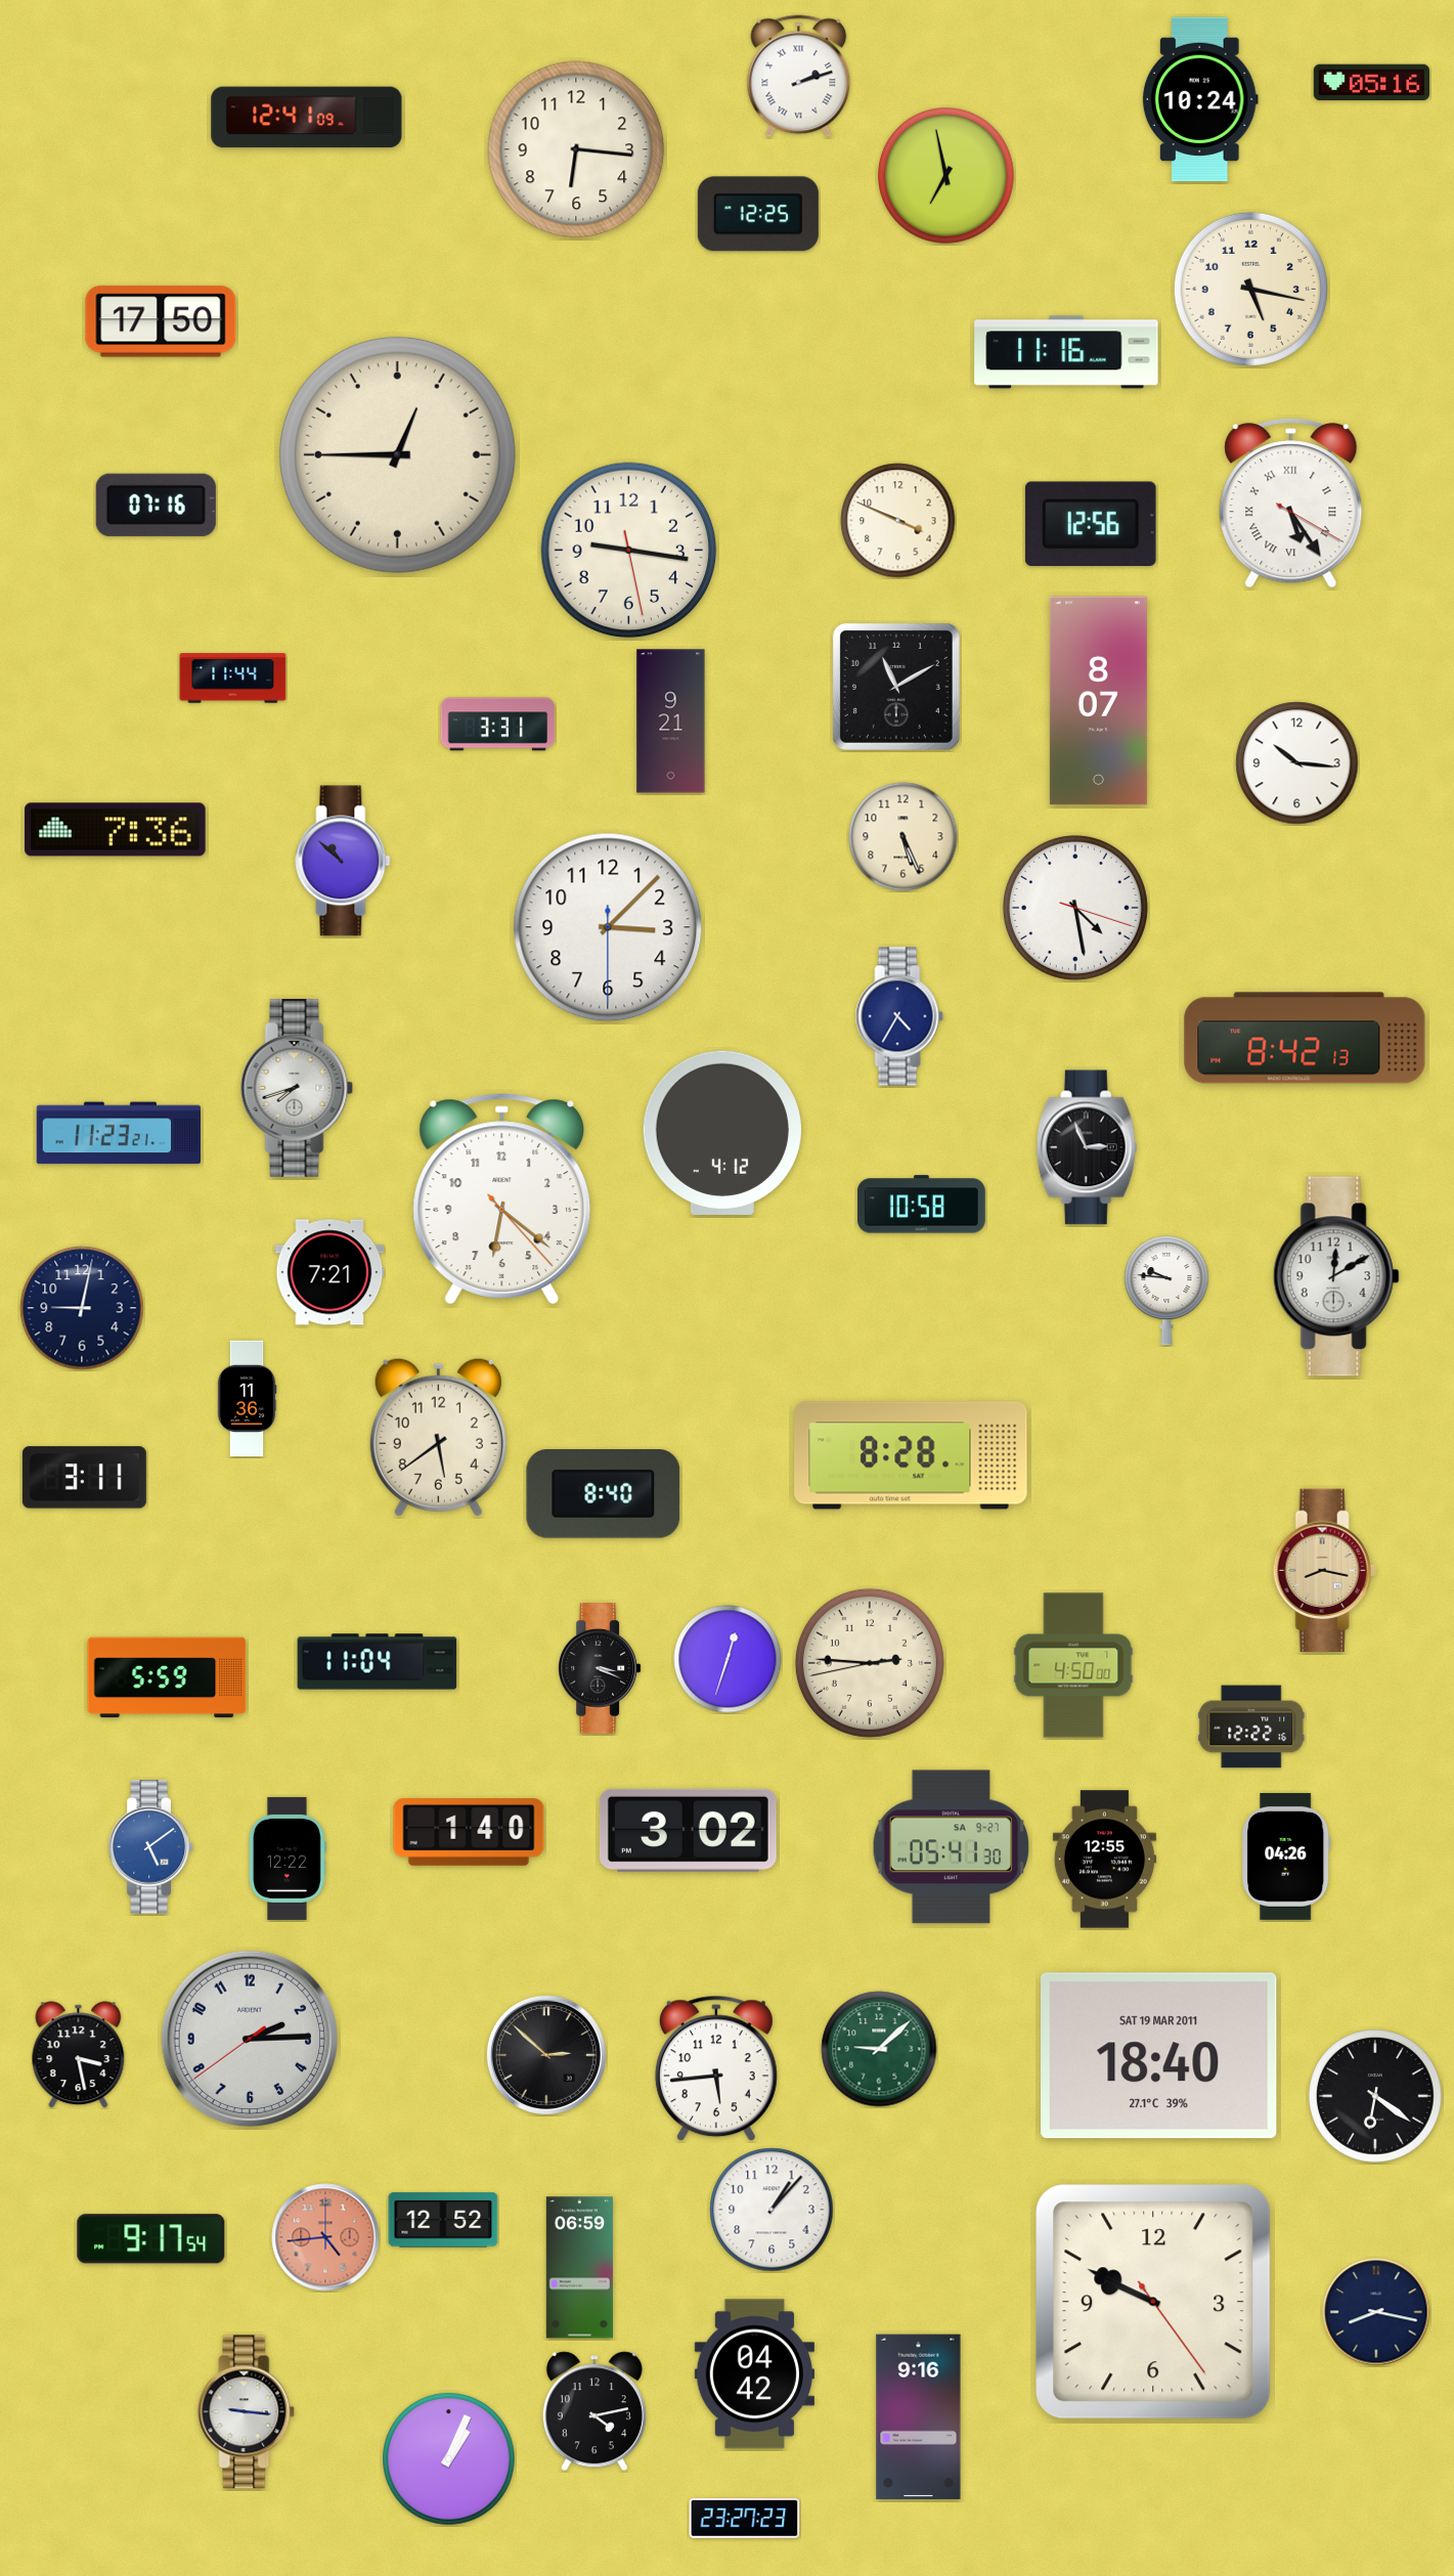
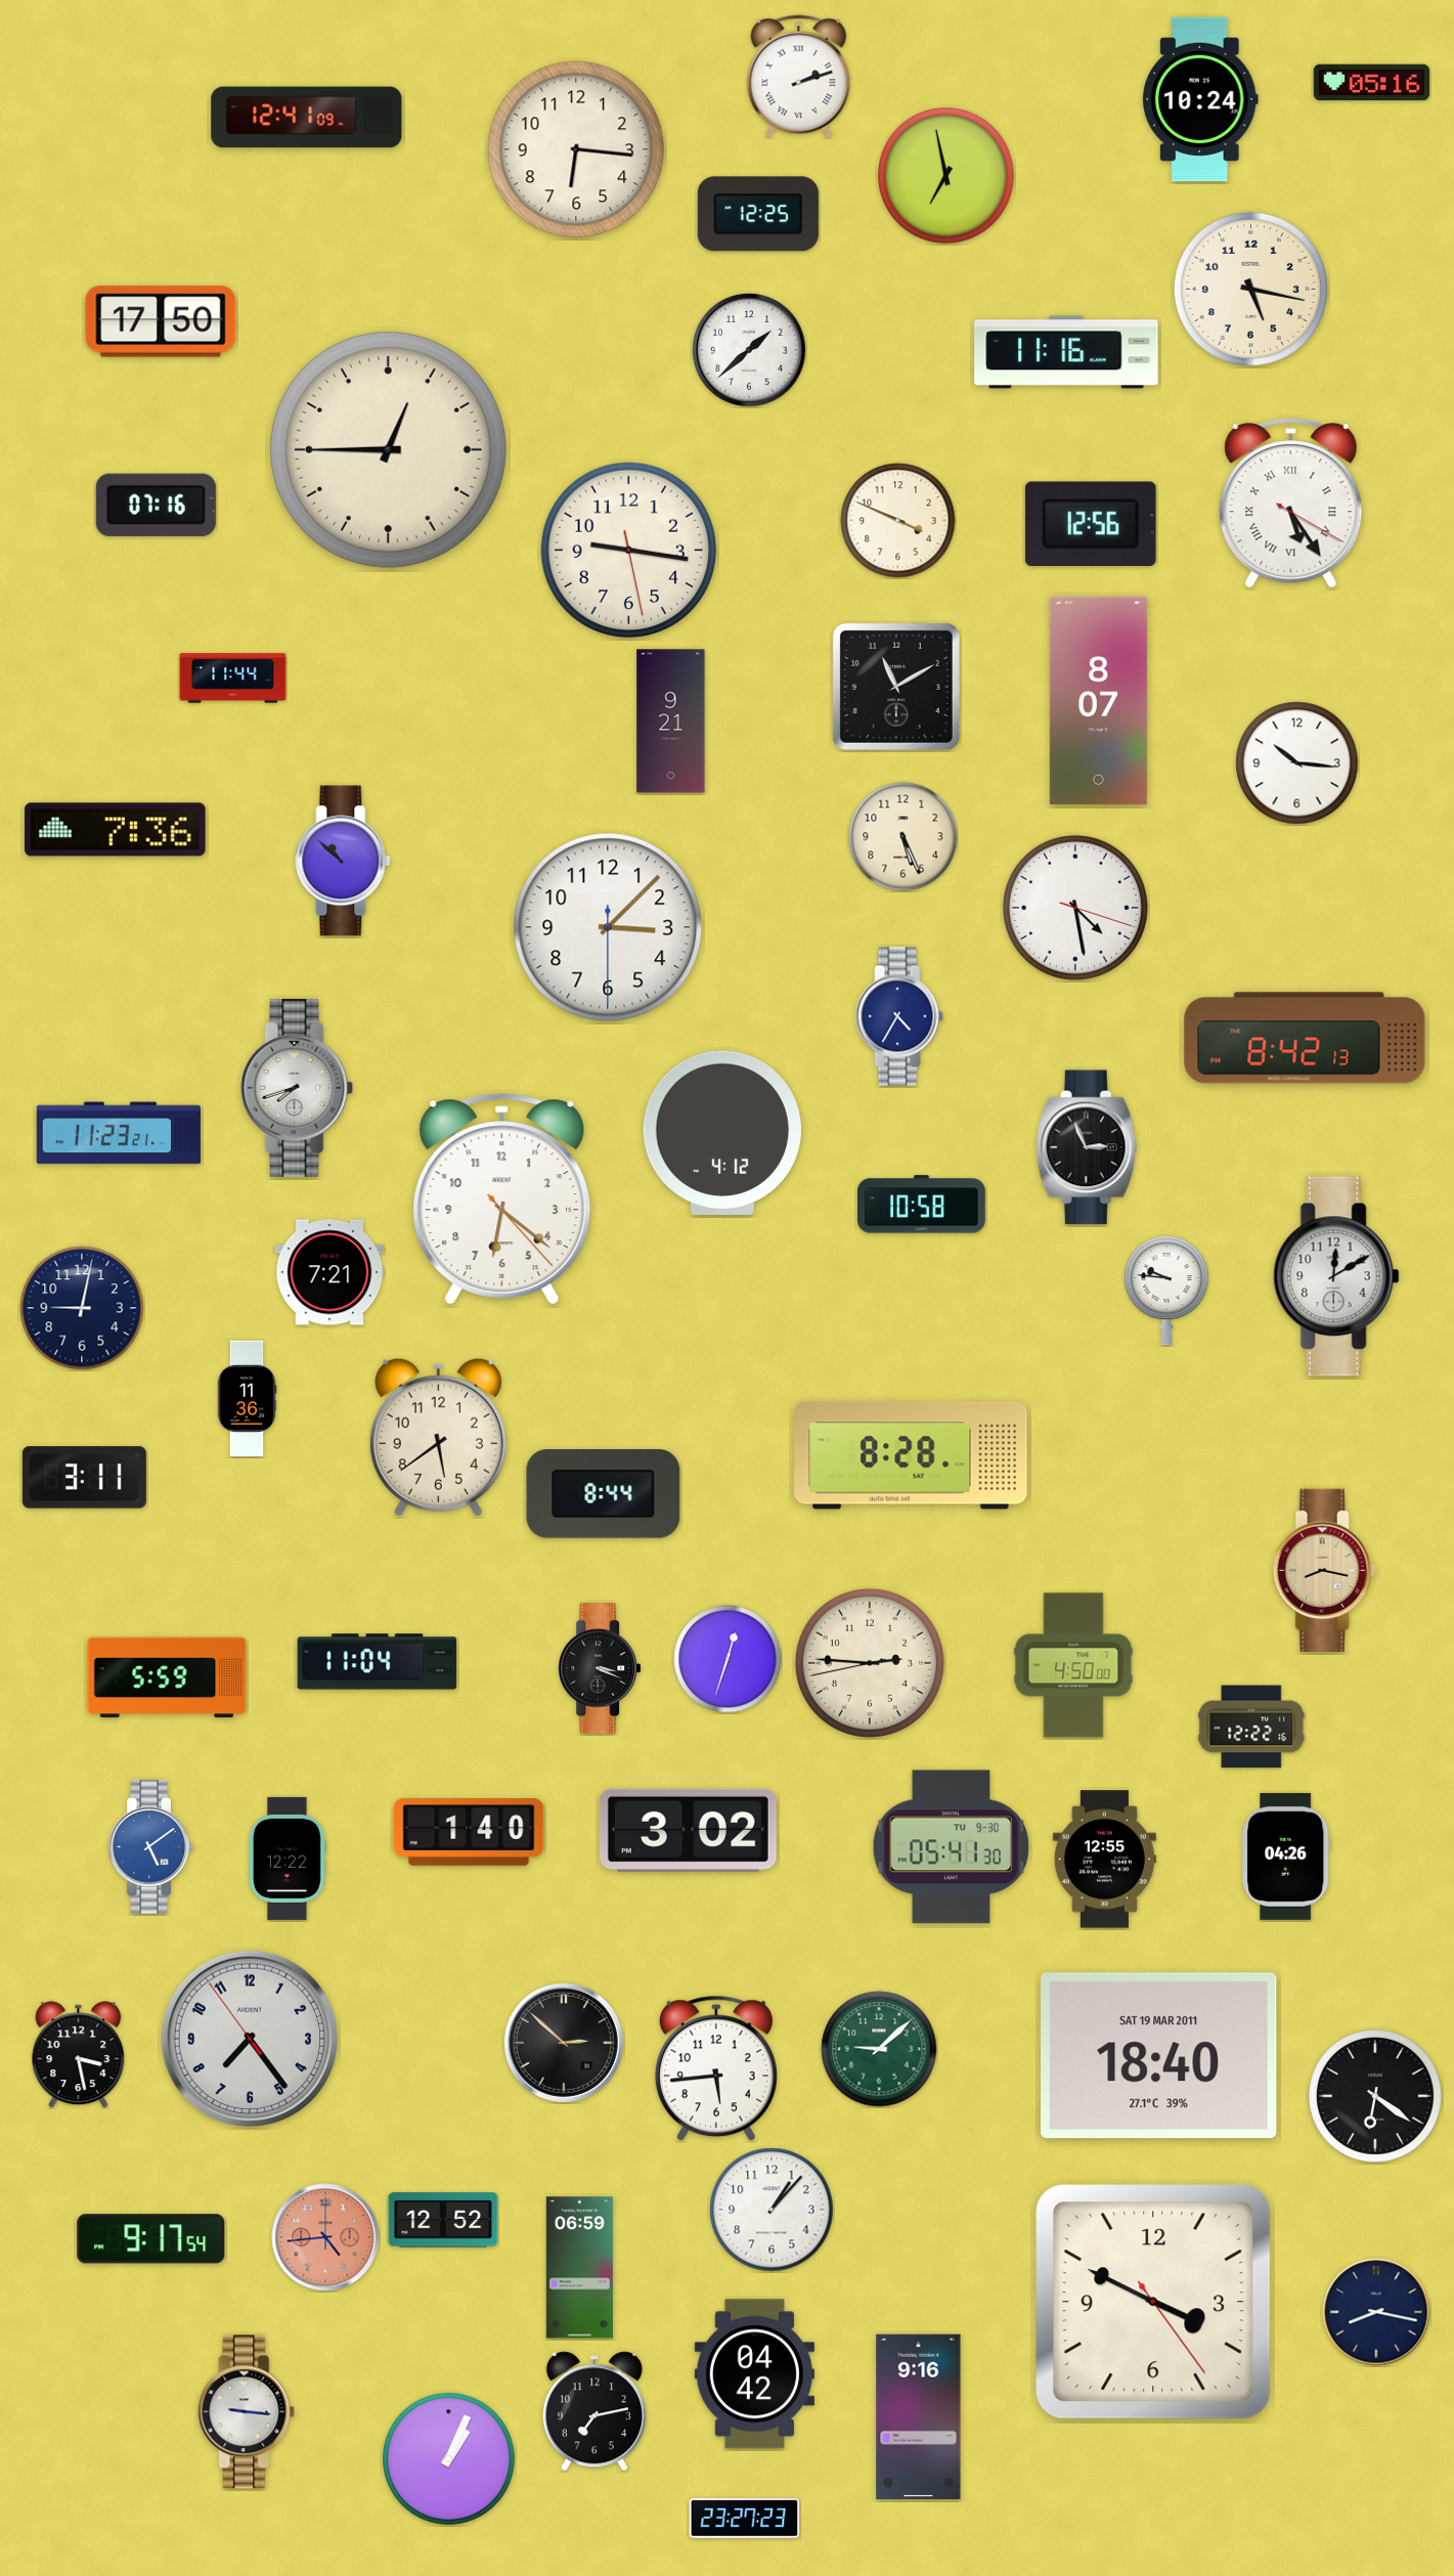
clock at (750, 351): none -> 1:38
clock at (397, 454) position: (397, 454) -> (388, 449)
clock at (498, 725): 3:31 -> none
clock at (604, 1494): 8:40 -> 8:44
clock at (952, 1847) date: SA 9-27 -> TU 9-30
clock at (249, 2038): 2:14 -> 7:23
clock at (546, 2055) position: (546, 2055) -> (564, 2043)
clock at (1153, 2302): 9:49 -> 3:49
clock at (594, 2411): 4:13 -> 7:13
